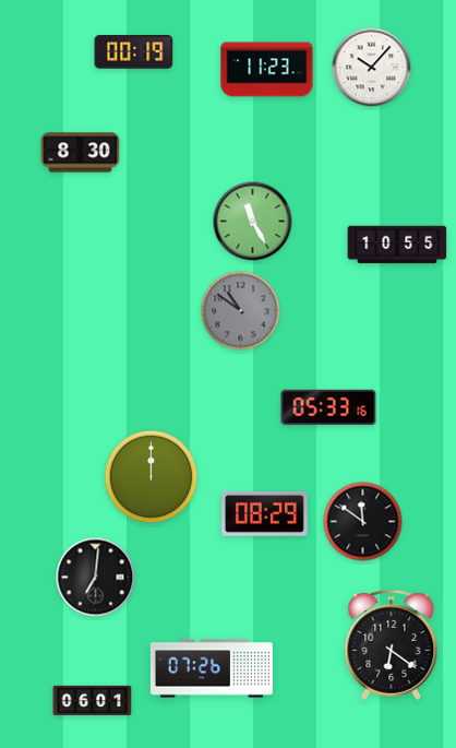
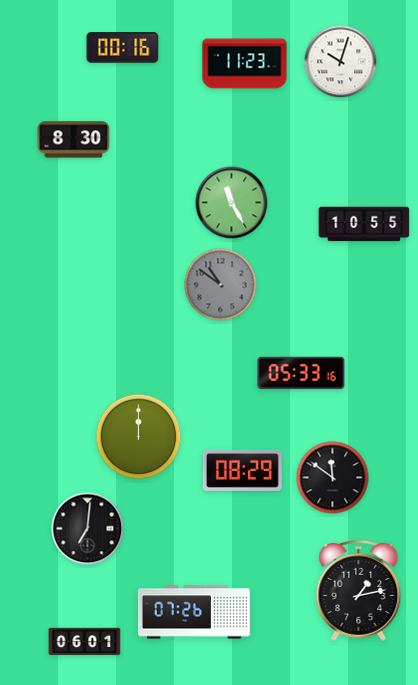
clock at (134, 52): 00:19 -> 00:16
clock at (372, 68): 10:07 -> 10:03
clock at (392, 644): 6:21 -> 1:13
